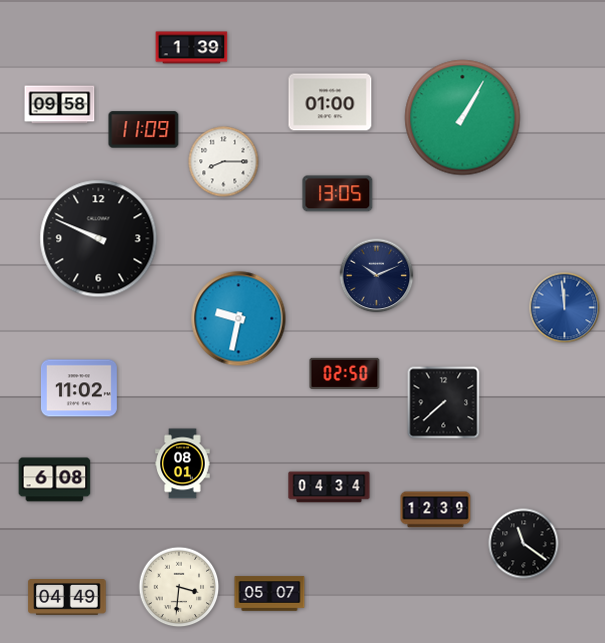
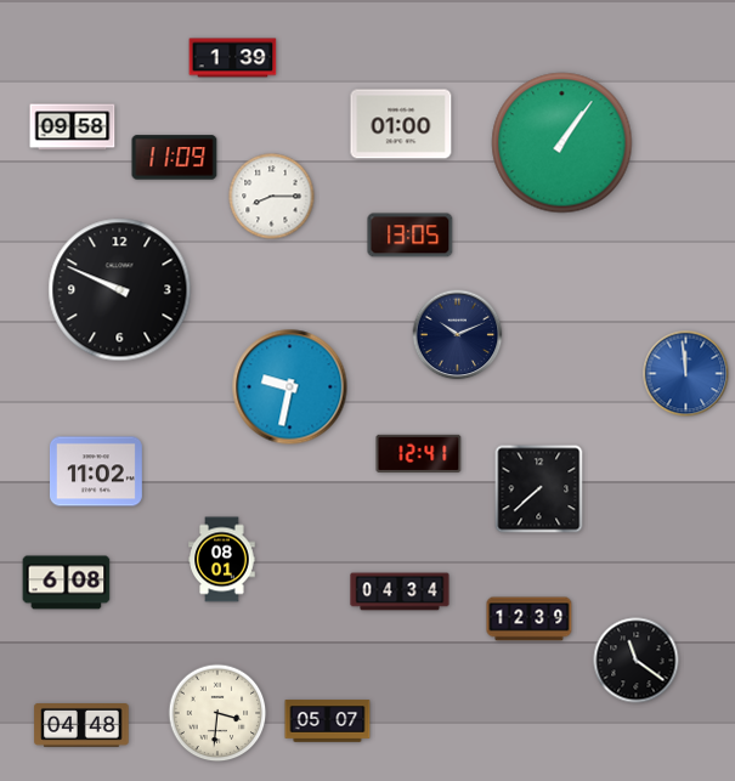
clock at (463, 118): 1:05 -> 1:06
clock at (345, 373): 02:50 -> 12:41
clock at (183, 464) position: (183, 464) -> (222, 560)
clock at (67, 598): 04:49 -> 04:48
